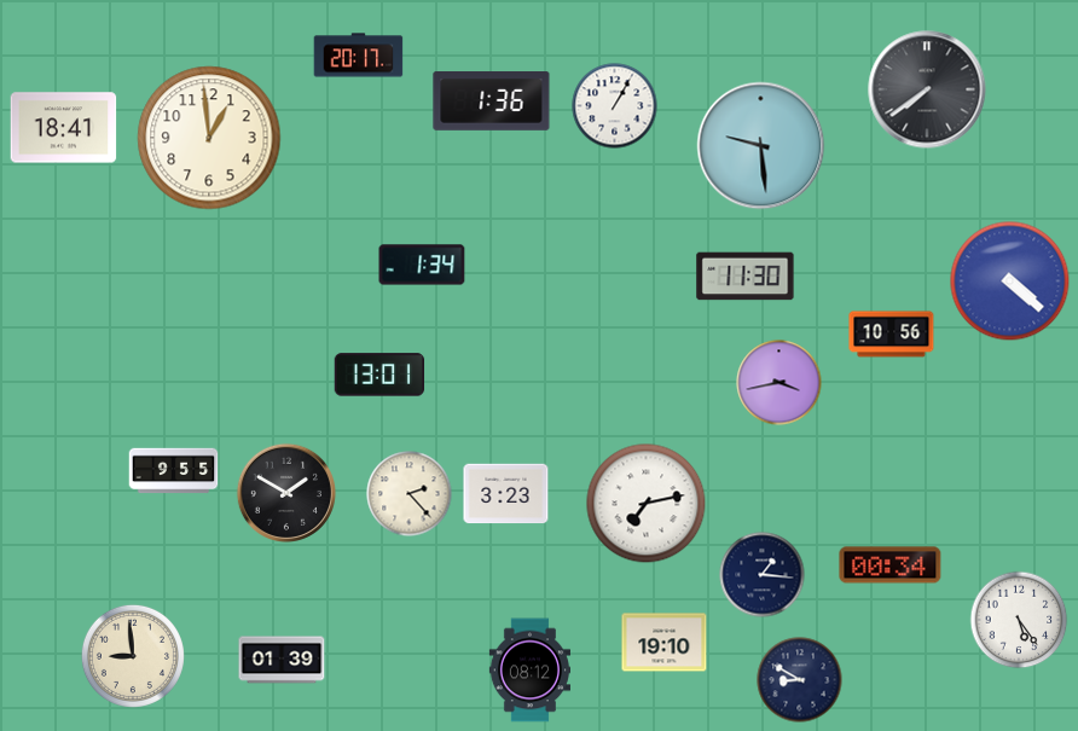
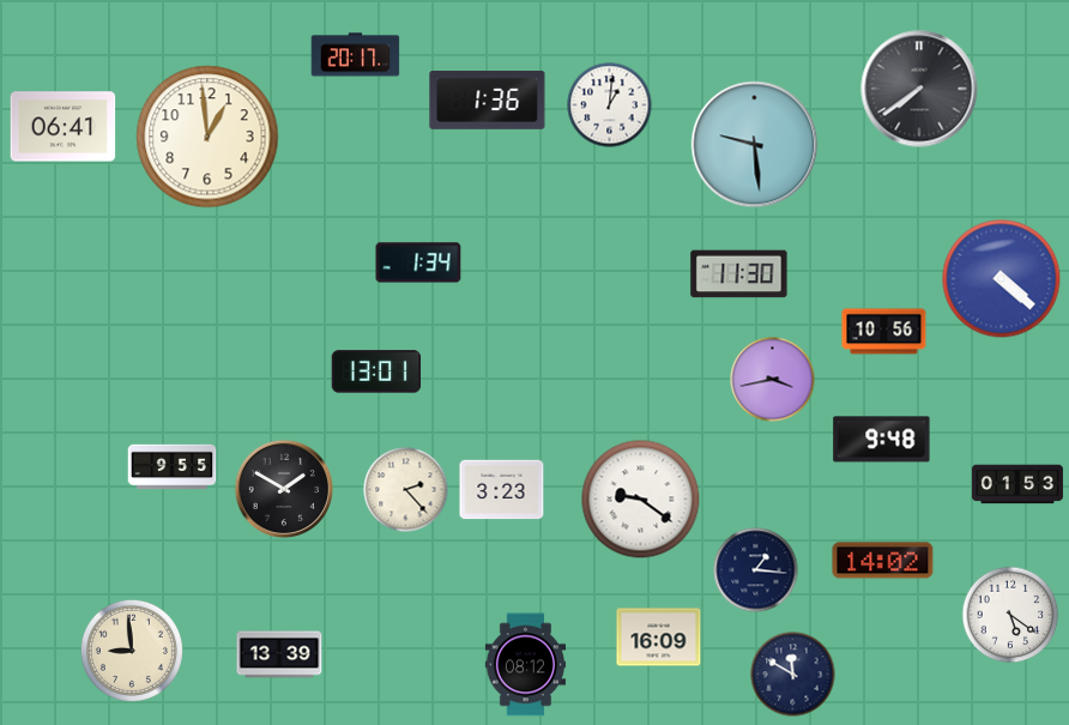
clock at (615, 106): 1:05 -> 1:01
clock at (64, 128): 18:41 -> 06:41
clock at (882, 440): none -> 9:48
clock at (1017, 484): none -> 01:53
clock at (647, 504): 7:13 -> 9:21
clock at (891, 565): 00:34 -> 14:02
clock at (1019, 620): 5:24 -> 5:21
clock at (665, 643): 19:10 -> 16:09
clock at (282, 660): 01:39 -> 13:39
clock at (800, 680): 8:50 -> 11:50
